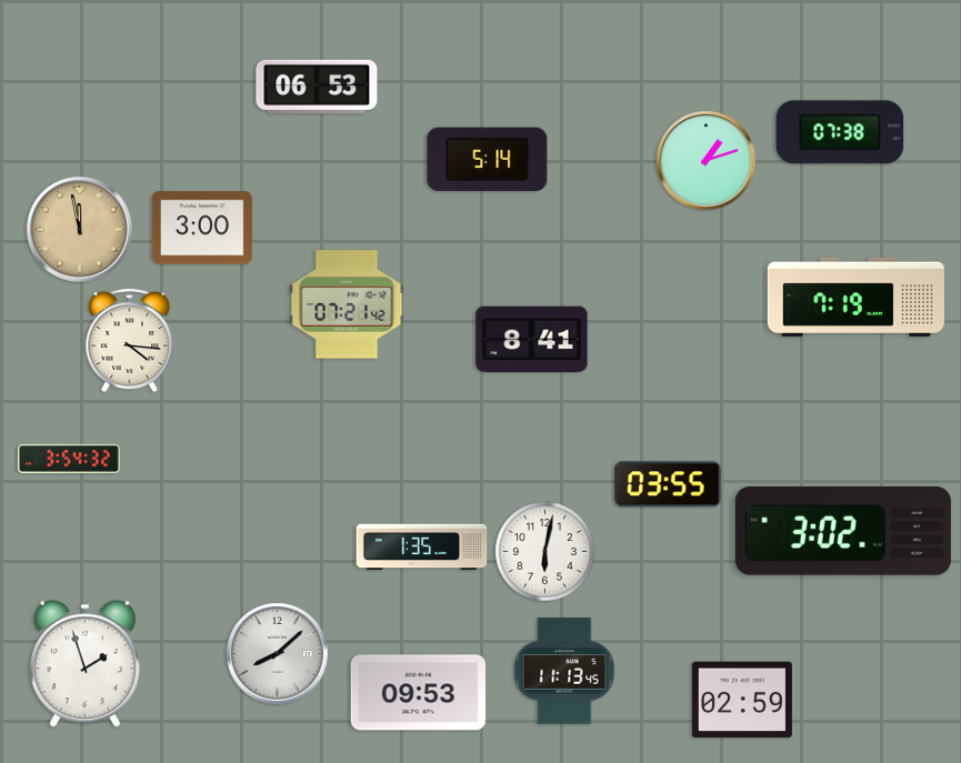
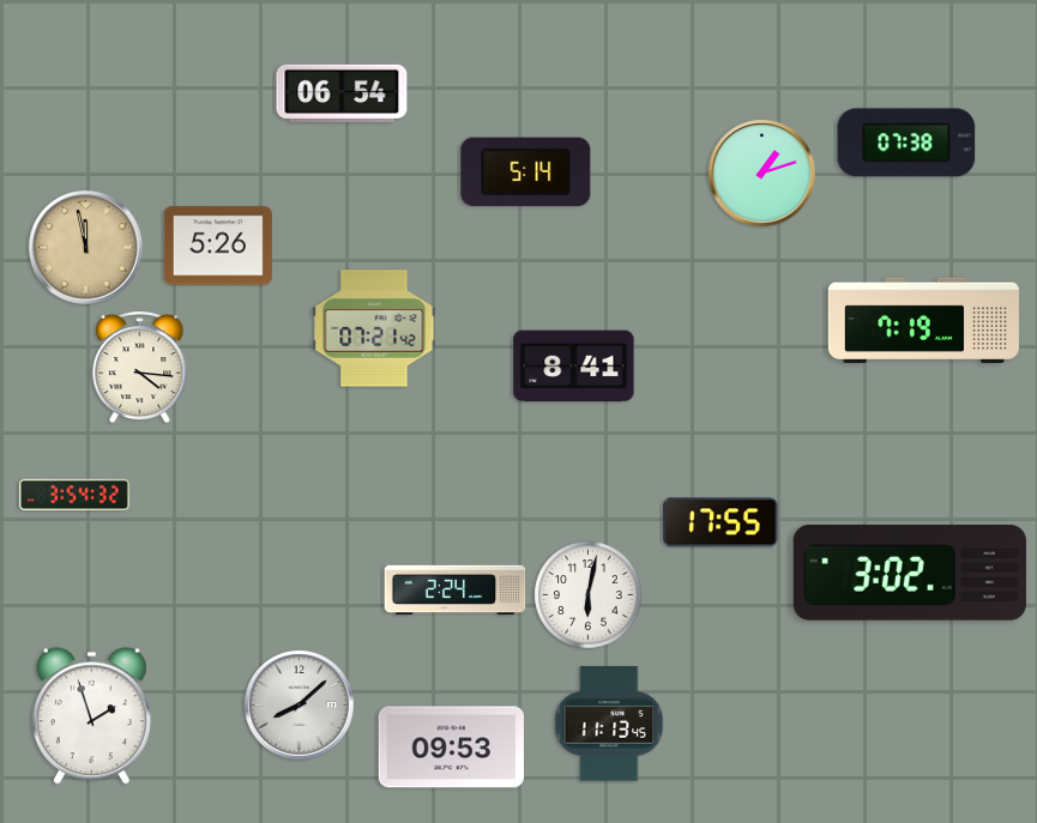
clock at (317, 87): 06:53 -> 06:54
clock at (202, 228): 3:00 -> 5:26
clock at (668, 484): 03:55 -> 17:55
clock at (422, 548): 1:35 -> 2:24
clock at (742, 700): 02:59 -> none
